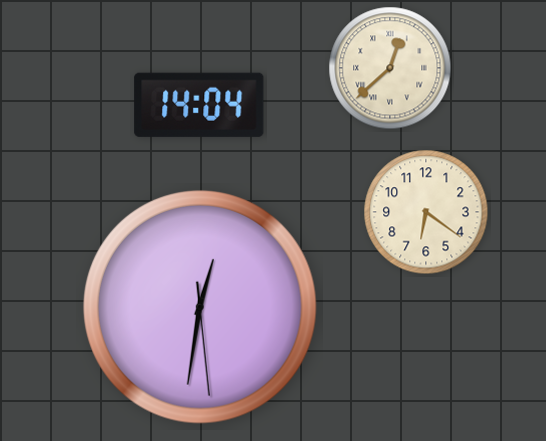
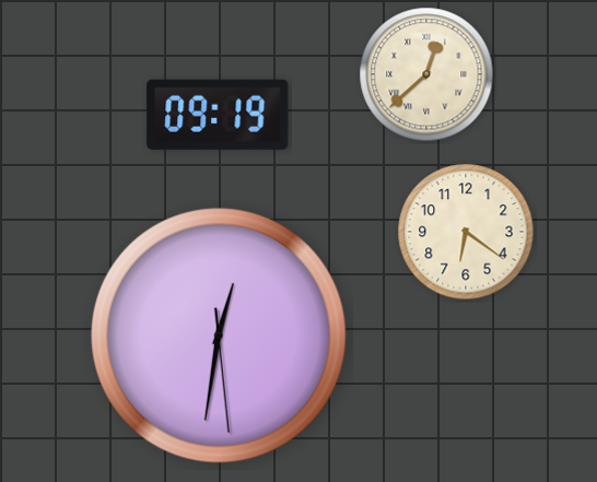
clock at (199, 105): 14:04 -> 09:19
